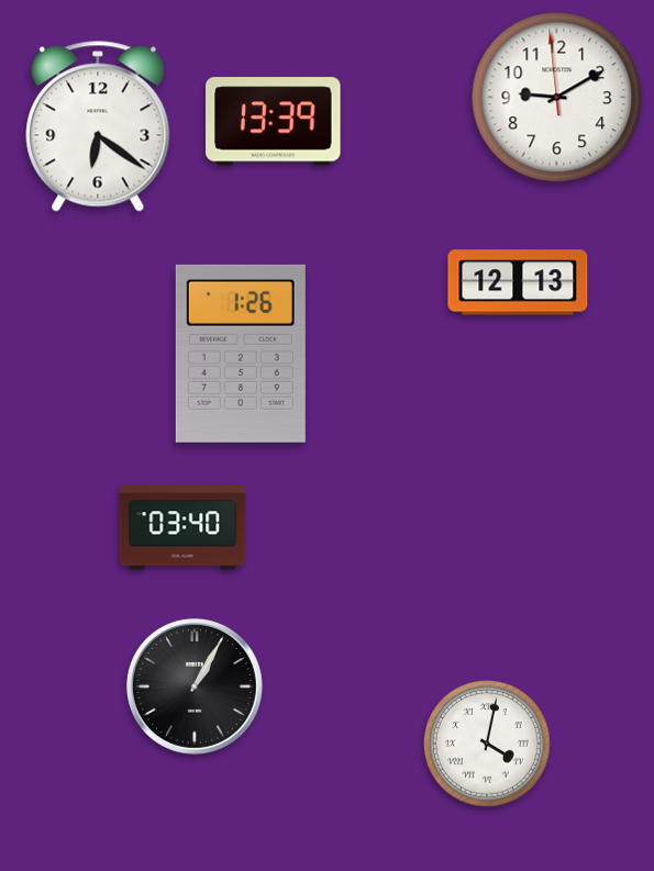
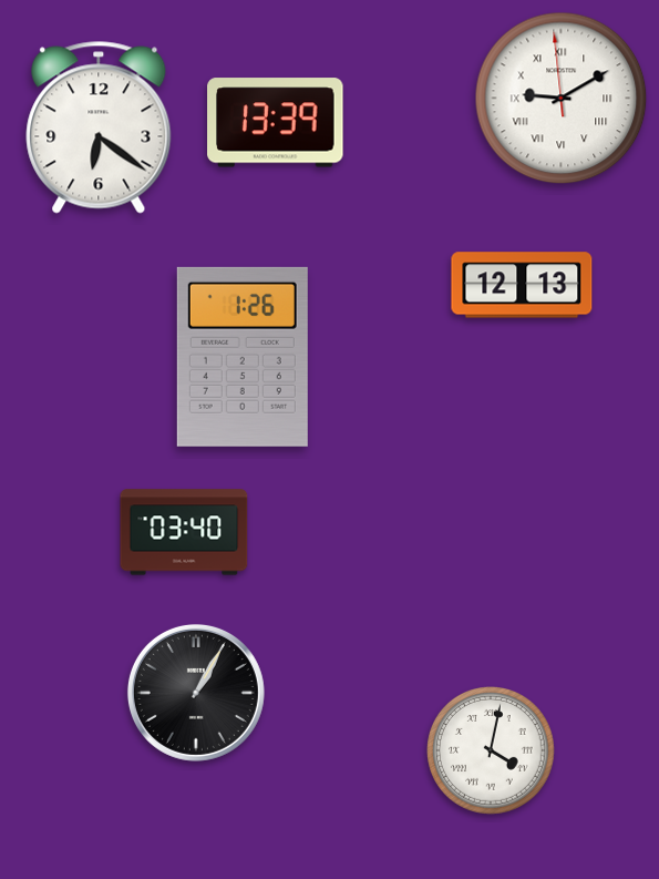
clock at (557, 98) numerals: Arabic -> Roman
